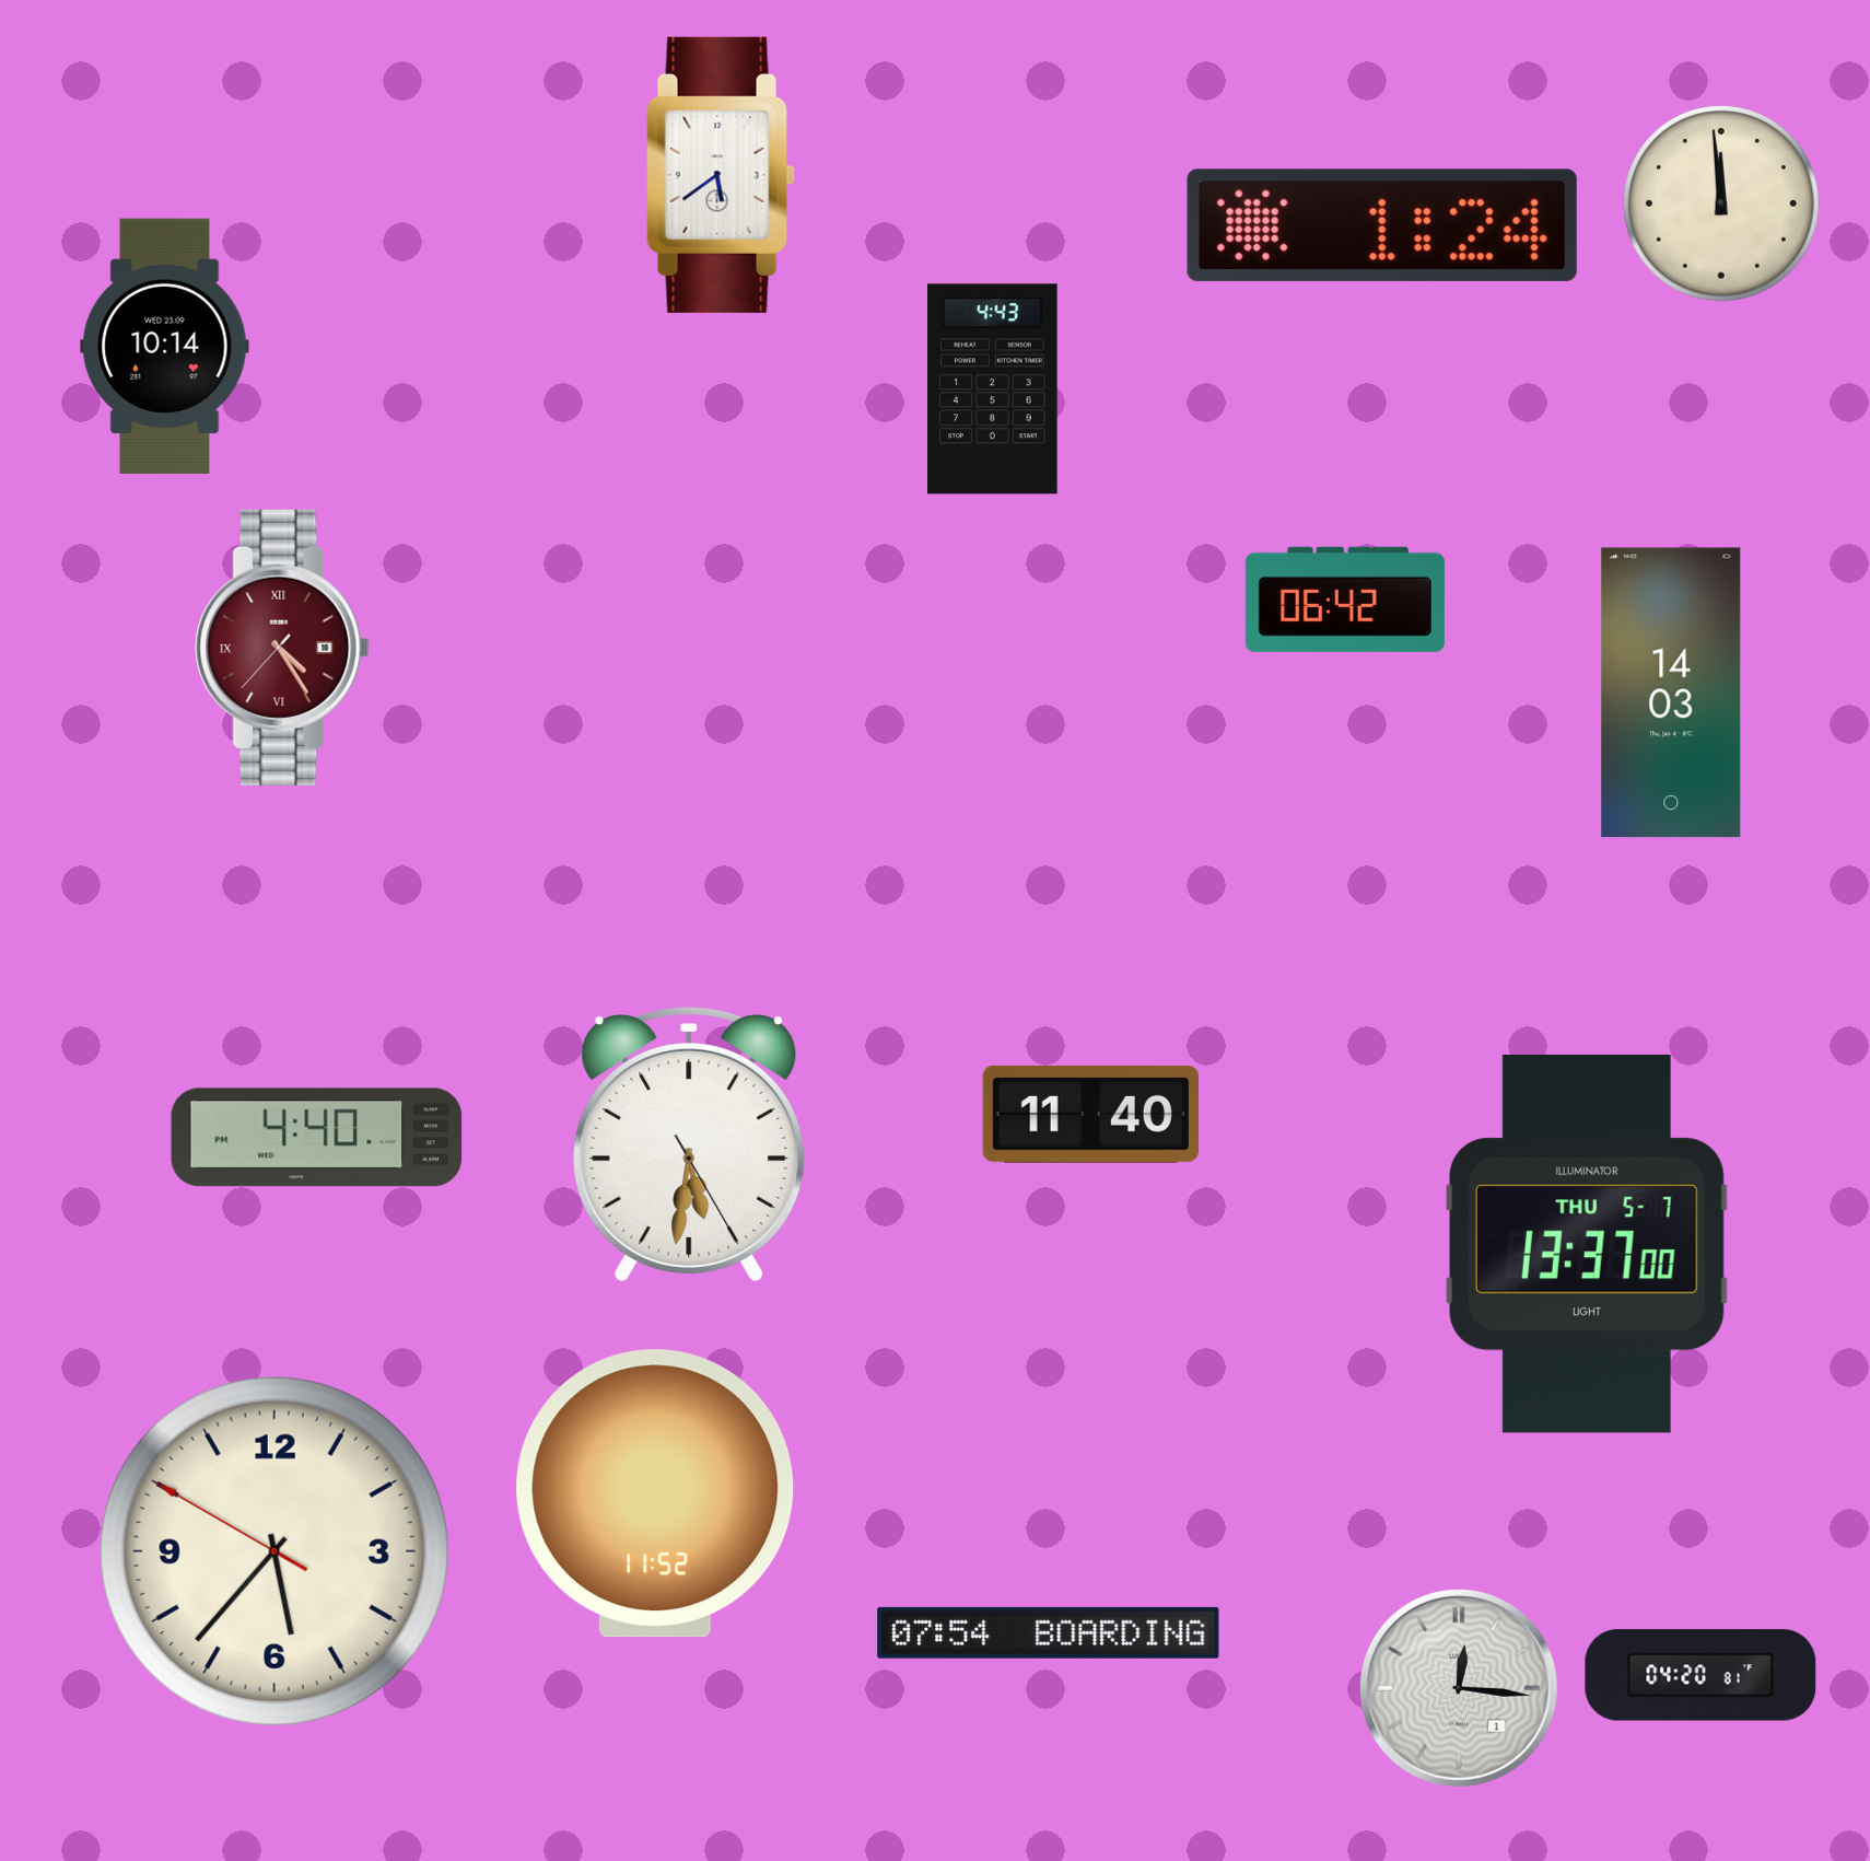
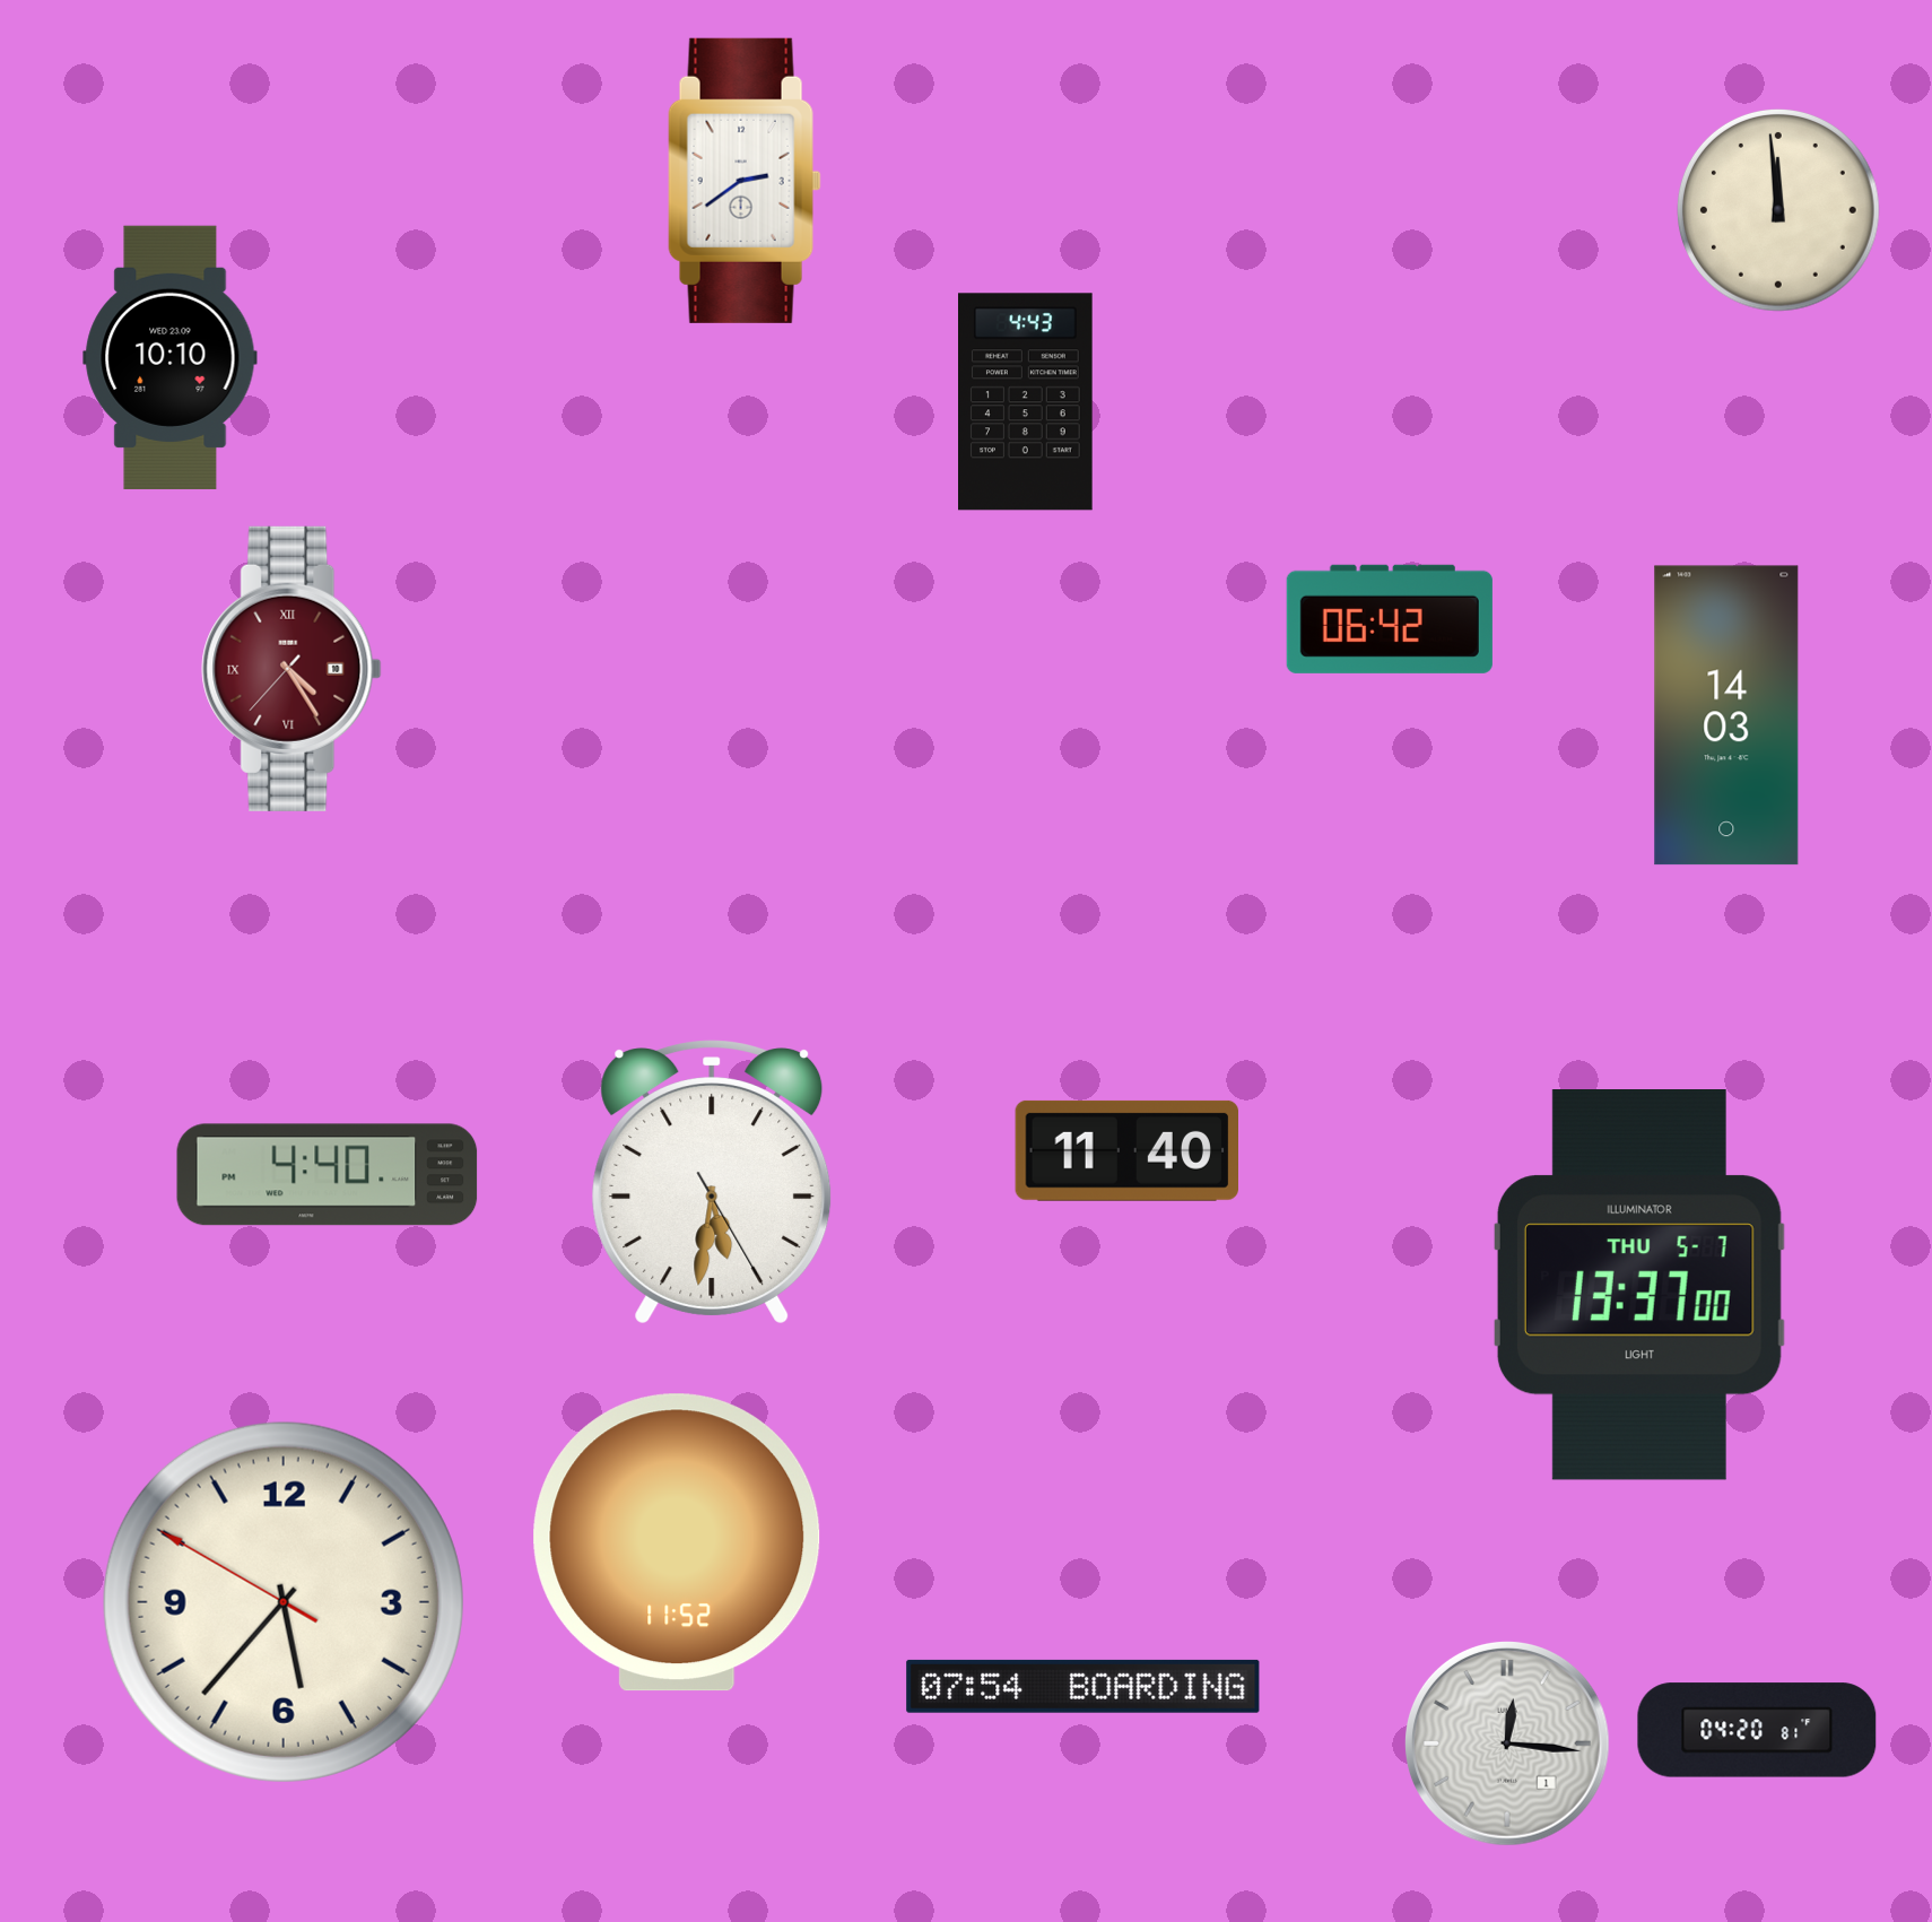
clock at (721, 175): 5:39 -> 2:39
clock at (1382, 225): 1:24 -> none
clock at (165, 346): 10:14 -> 10:10
